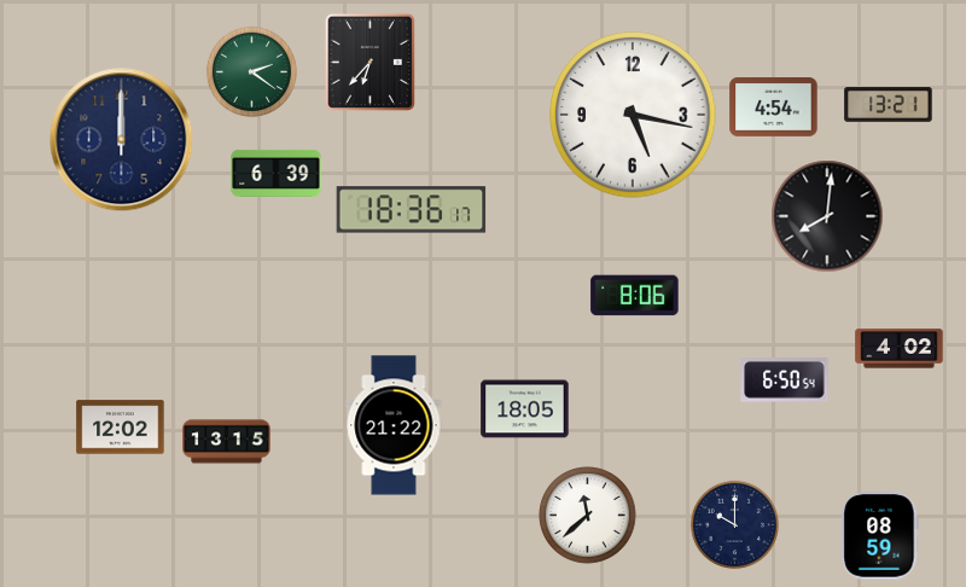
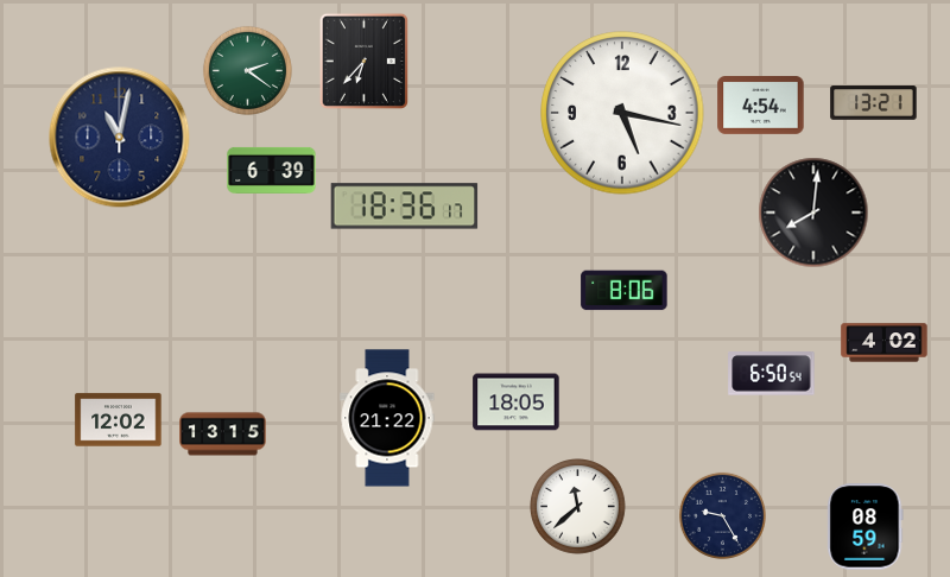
clock at (122, 140): 12:00 -> 11:02
clock at (734, 524): 10:00 -> 9:25
